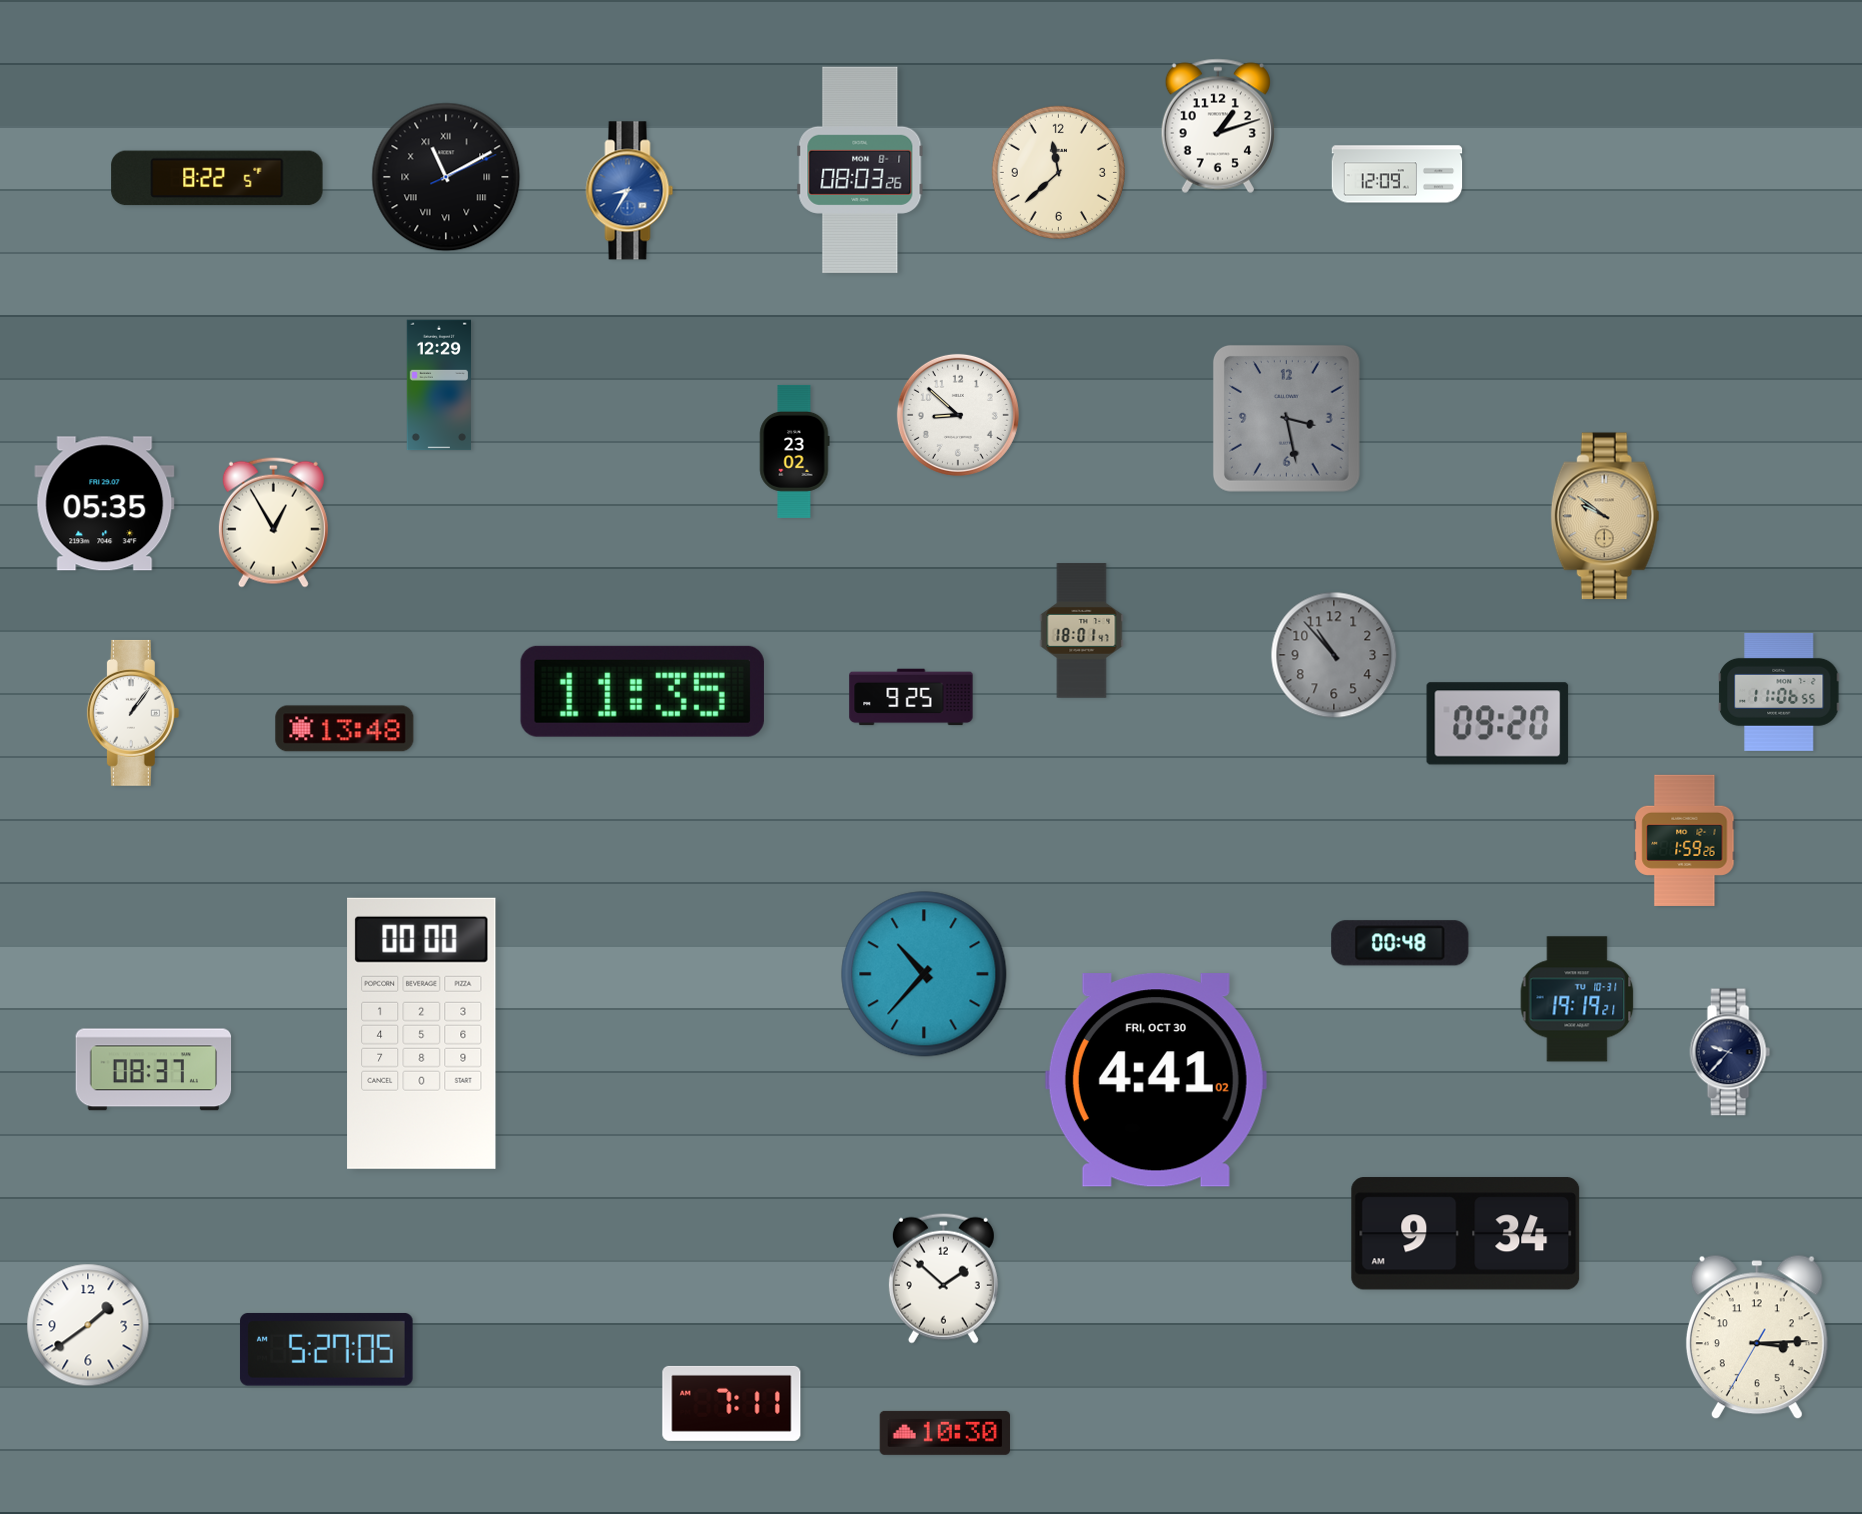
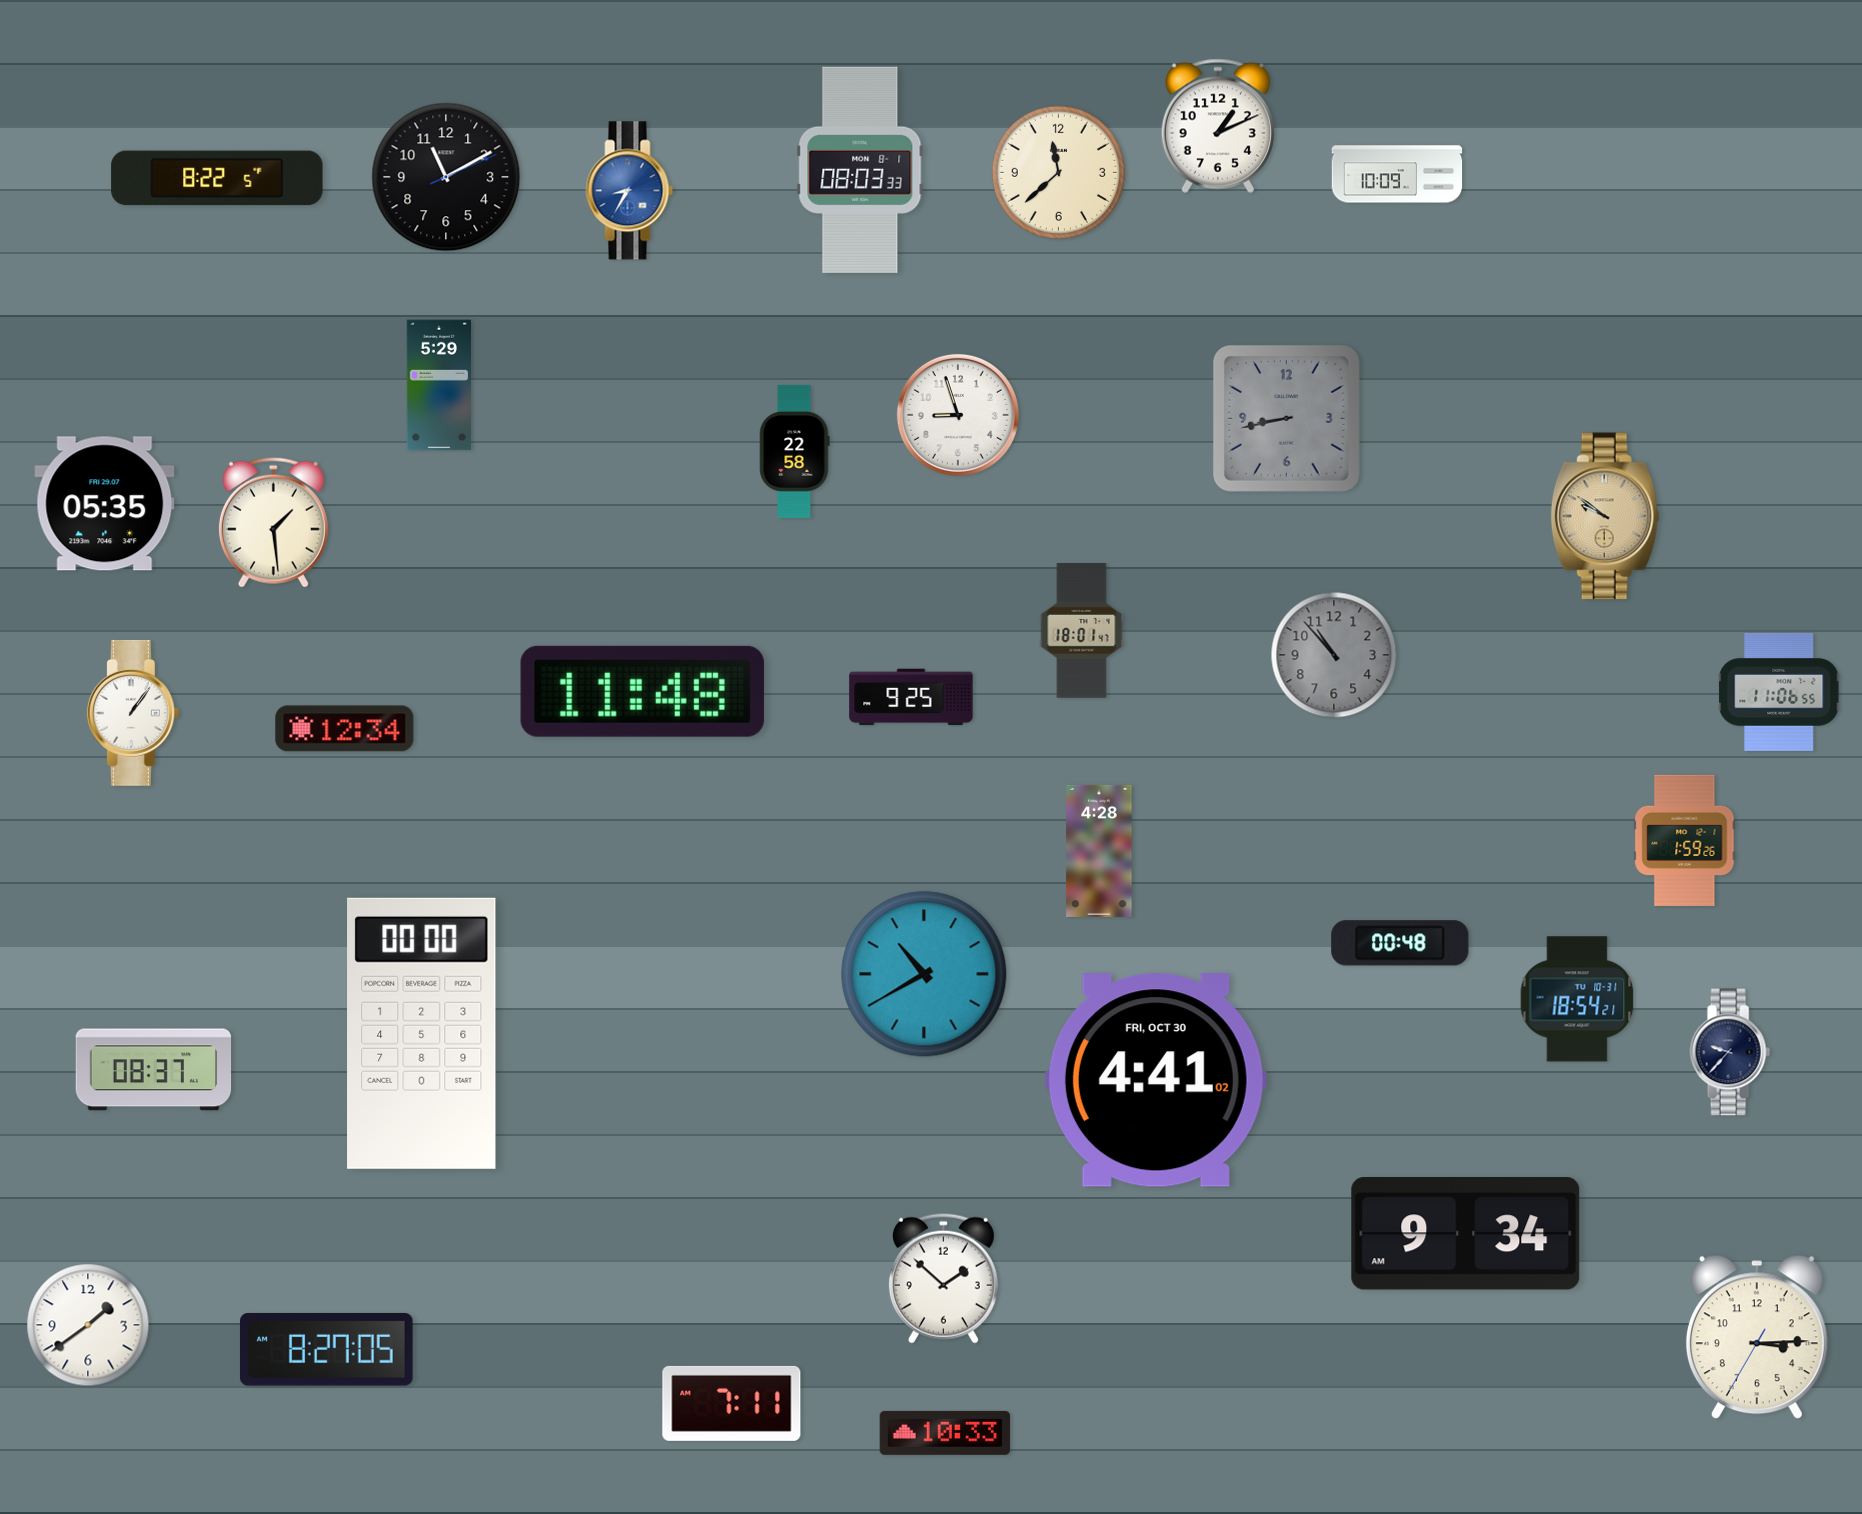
clock at (1218, 126): 1:12 -> 1:11
clock at (860, 170): 08:03:26 -> 08:03:33
clock at (1397, 174): 12:09 -> 10:09
clock at (446, 177) numerals: Roman -> Arabic
clock at (438, 385): 12:29 -> 5:29
clock at (958, 415): 8:52 -> 8:57
clock at (1286, 418): 3:28 -> 8:43
clock at (795, 451): 23:02 -> 22:58
clock at (273, 522): 12:55 -> 1:29
clock at (642, 691): 11:35 -> 11:48
clock at (1498, 724): 09:20 -> none
clock at (345, 729): 13:48 -> 12:34
clock at (1099, 851): none -> 4:28
clock at (924, 974): 10:37 -> 10:40
clock at (1577, 999): 19:19 -> 18:54
clock at (326, 1349): 5:27 -> 8:27
clock at (945, 1433): 10:30 -> 10:33
